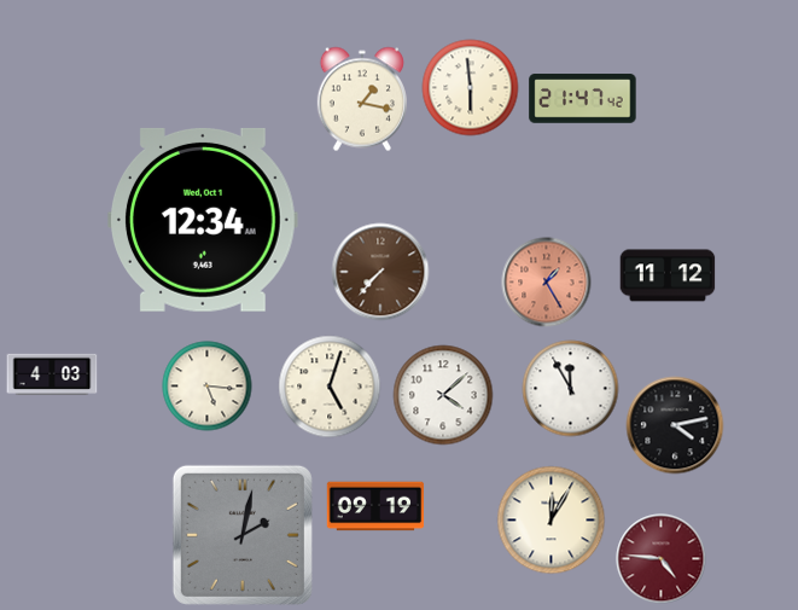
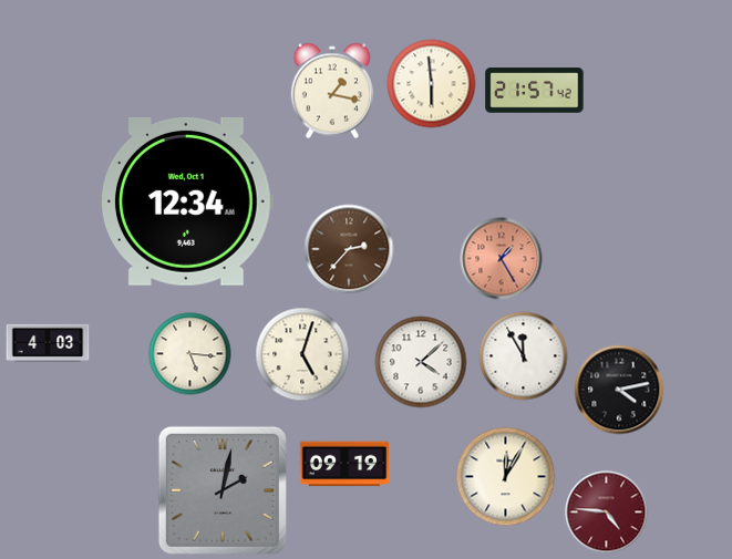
clock at (471, 88) position: (471, 88) -> (432, 84)
clock at (583, 99): 21:47 -> 21:57
clock at (380, 272): 7:37 -> 2:37
clock at (668, 275): 11:12 -> none
clock at (443, 395) position: (443, 395) -> (421, 362)
